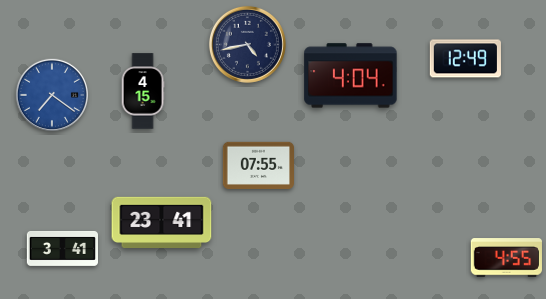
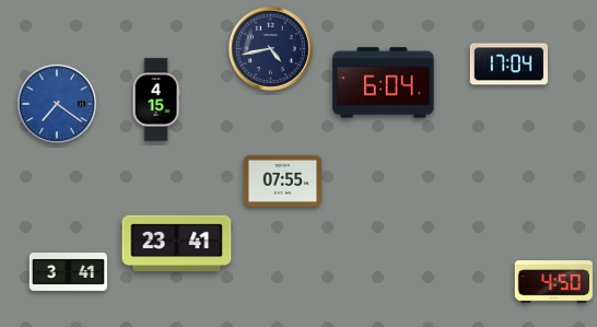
clock at (465, 59): 12:49 -> 17:04
clock at (351, 76): 4:04 -> 6:04
clock at (506, 258): 4:55 -> 4:50
